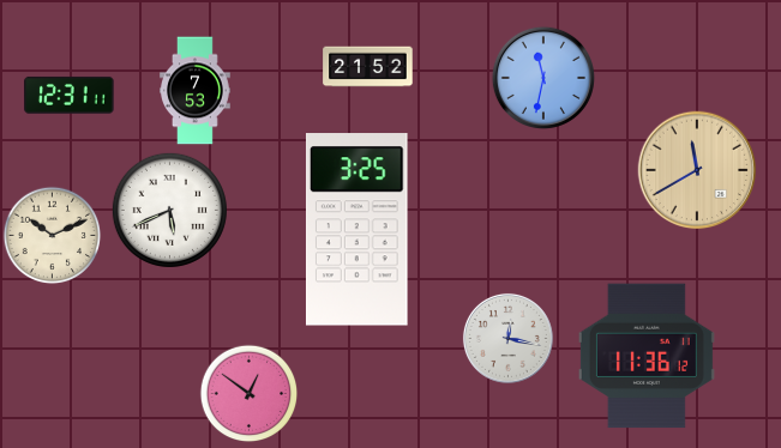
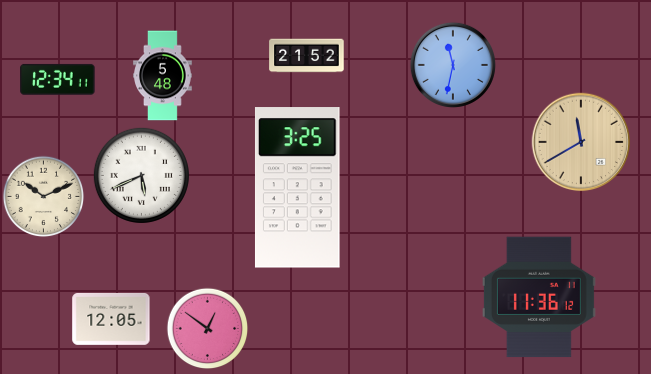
clock at (196, 91): 7:53 -> 5:48
clock at (70, 95): 12:31 -> 12:34
clock at (356, 230) position: (356, 230) -> (297, 188)
clock at (507, 338): 12:17 -> none
clock at (111, 319): none -> 12:05
